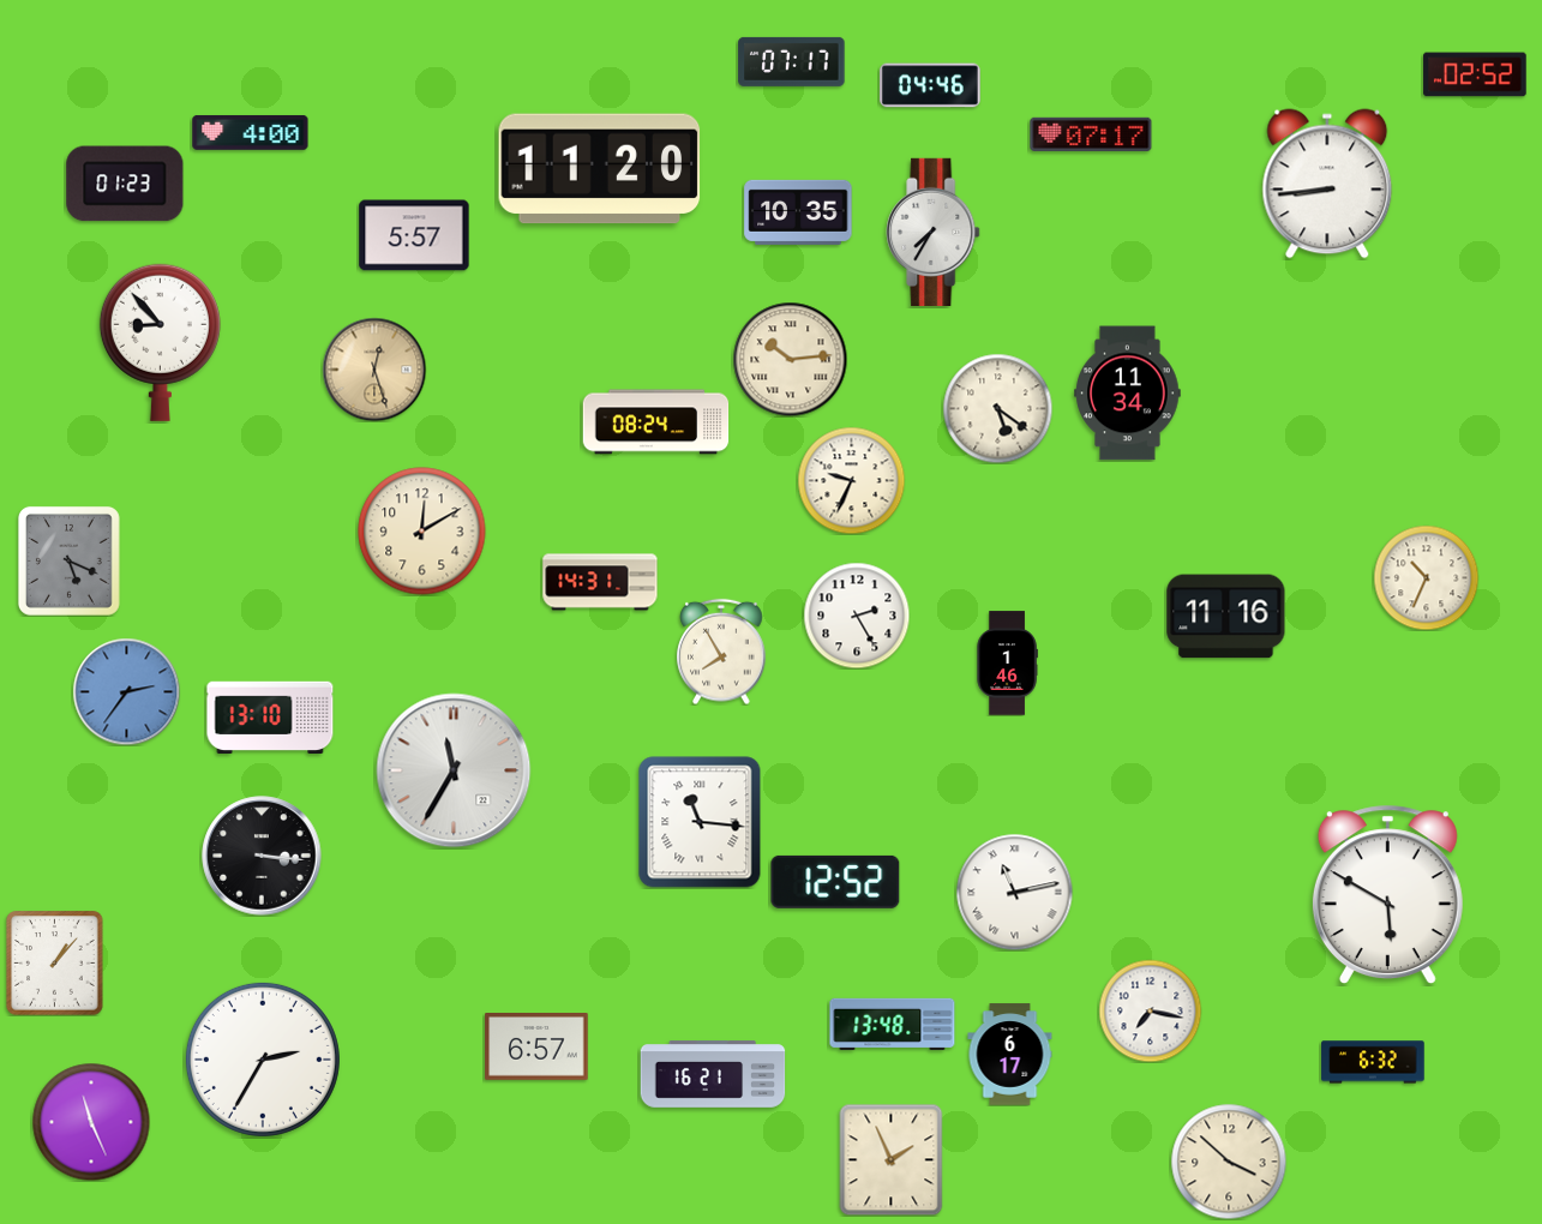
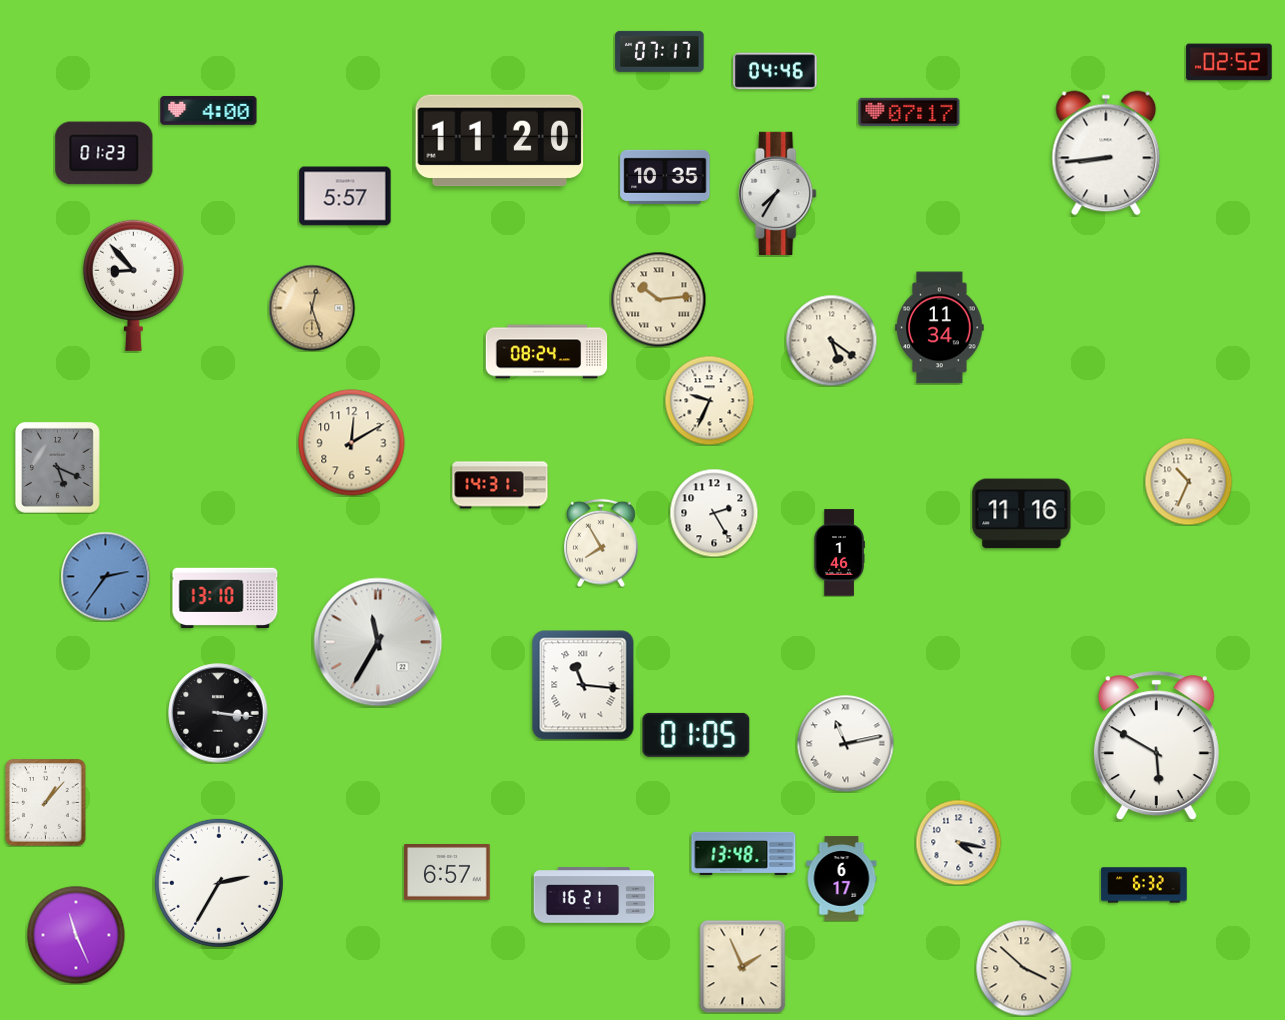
clock at (835, 882): 12:52 -> 01:05
clock at (1150, 1010): 7:17 -> 4:17
